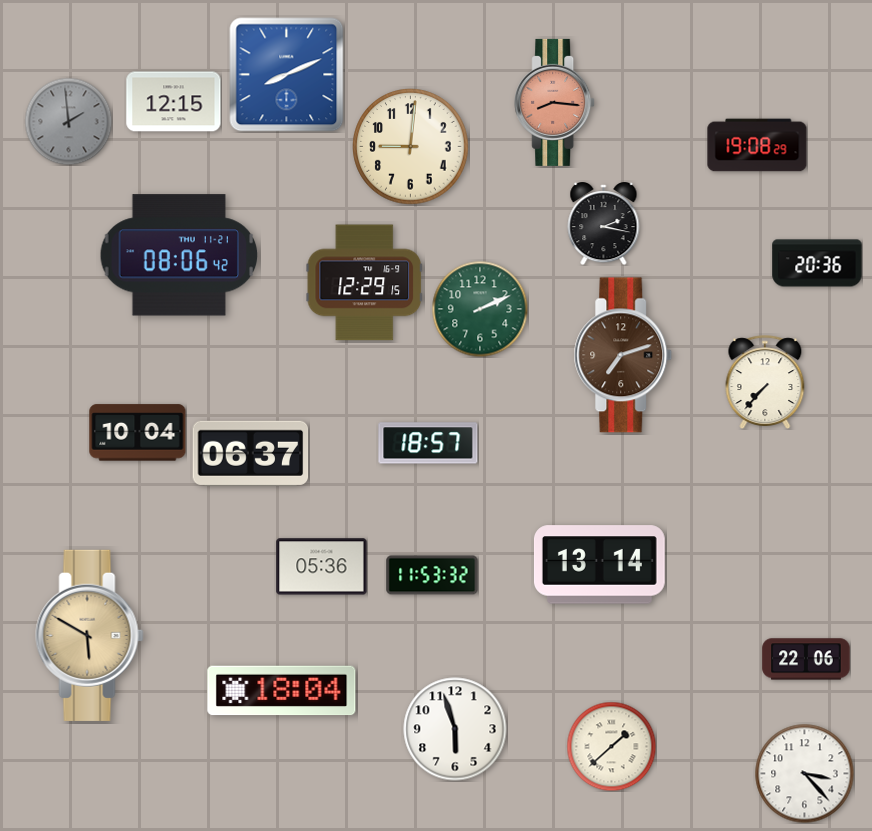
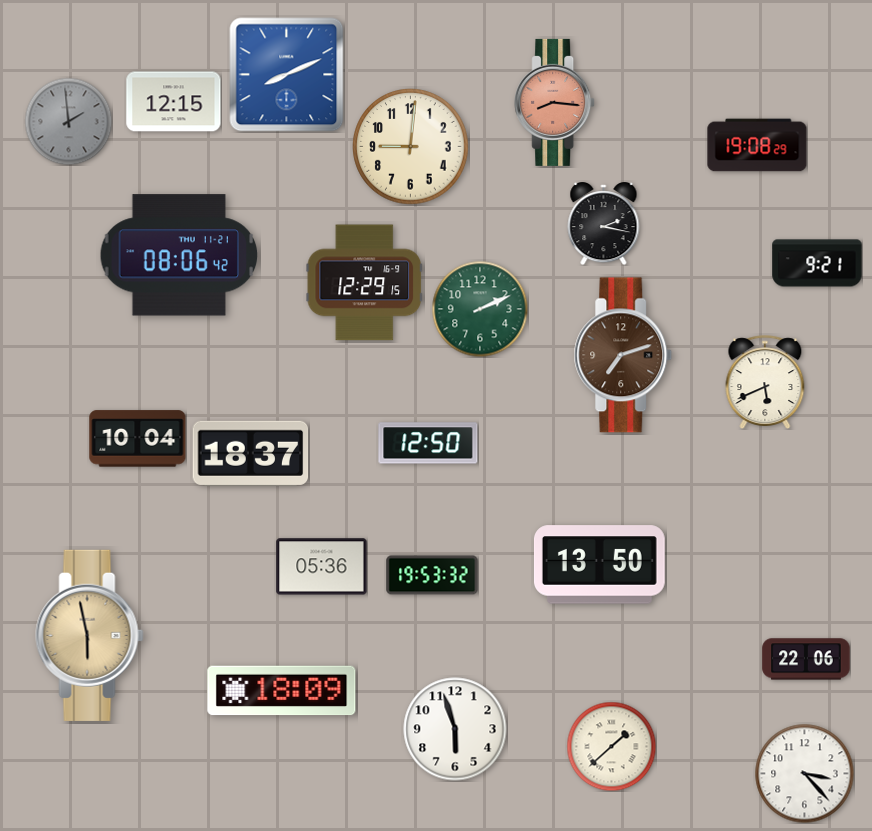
clock at (817, 263): 20:36 -> 9:21
clock at (765, 382): 7:37 -> 5:41
clock at (138, 433) position: (138, 433) -> (138, 439)
clock at (428, 443): 18:57 -> 12:50
clock at (251, 453): 06:37 -> 18:37
clock at (599, 565): 13:14 -> 13:50
clock at (432, 575): 11:53 -> 19:53
clock at (90, 635): 5:50 -> 5:58
clock at (282, 691): 18:04 -> 18:09
